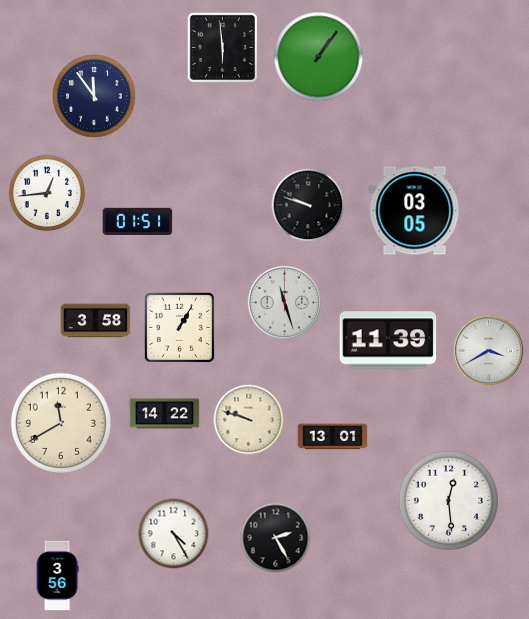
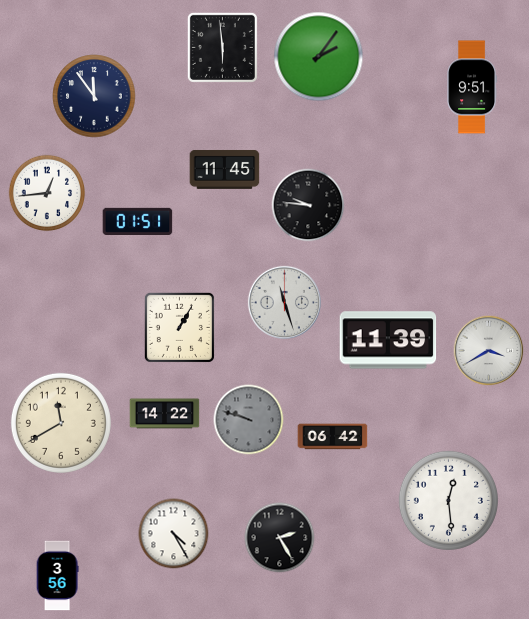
clock at (319, 57): 1:06 -> 2:06
clock at (472, 87): none -> 9:51
clock at (225, 169): none -> 11:45
clock at (308, 205): 9:48 -> 9:46
clock at (415, 211): 03:05 -> none
clock at (96, 321): 3:58 -> none
clock at (249, 420) dial: cream -> grey
clock at (333, 437): 13:01 -> 06:42
clock at (276, 538) position: (276, 538) -> (280, 538)
